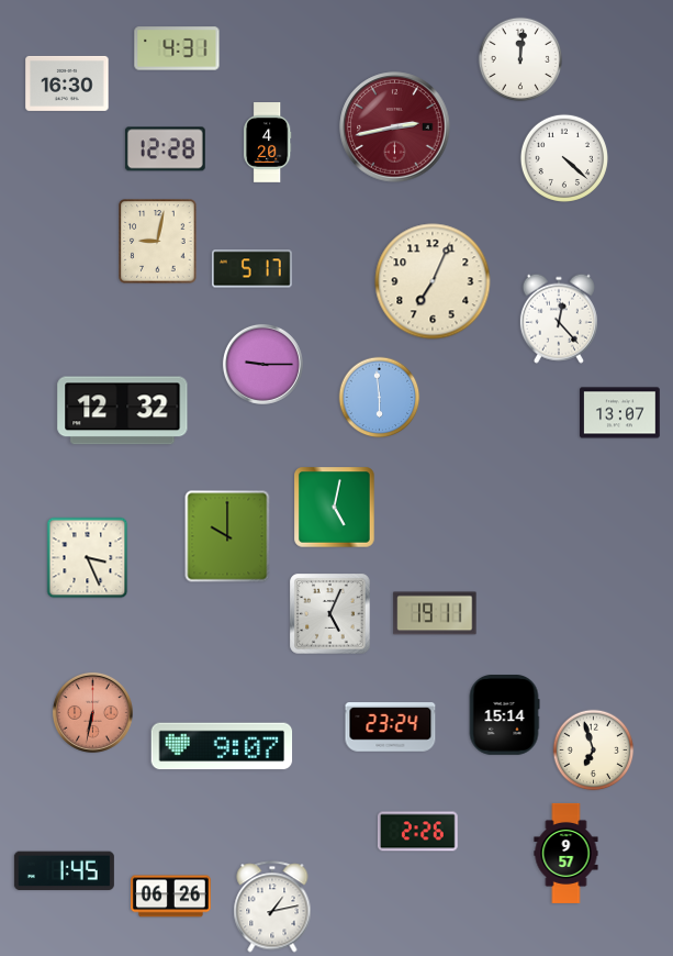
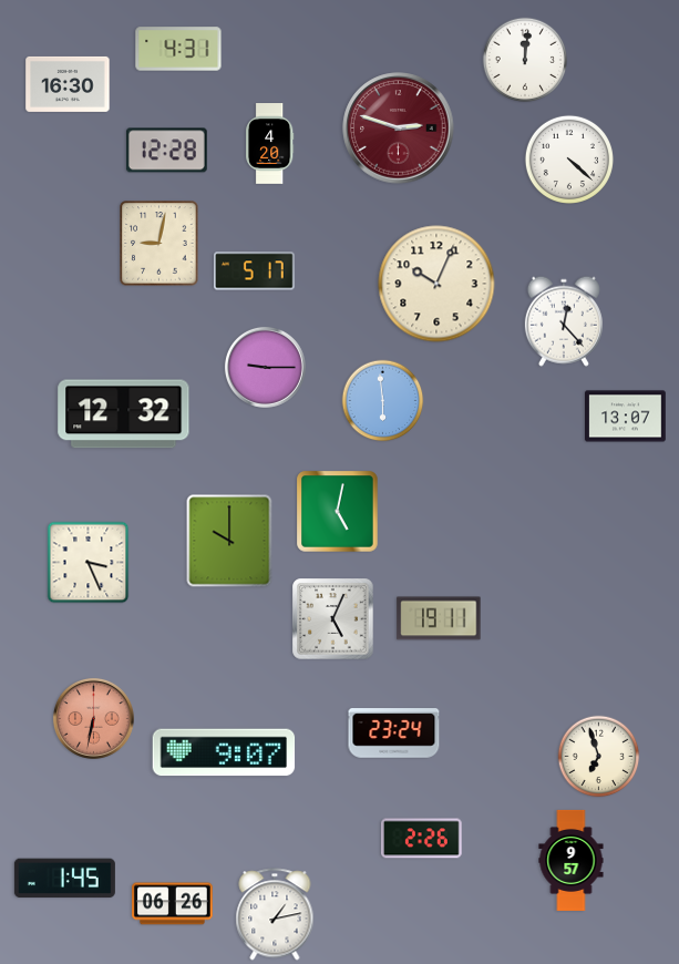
clock at (395, 127): 2:43 -> 2:48
clock at (433, 281): 7:04 -> 10:04
clock at (504, 715): 15:14 -> none
